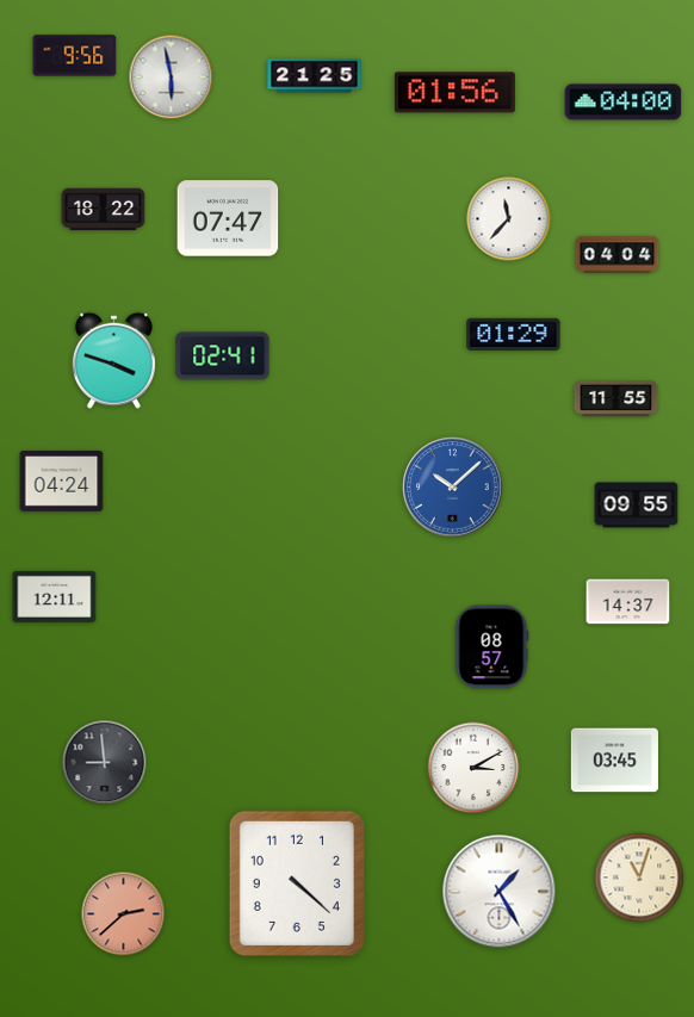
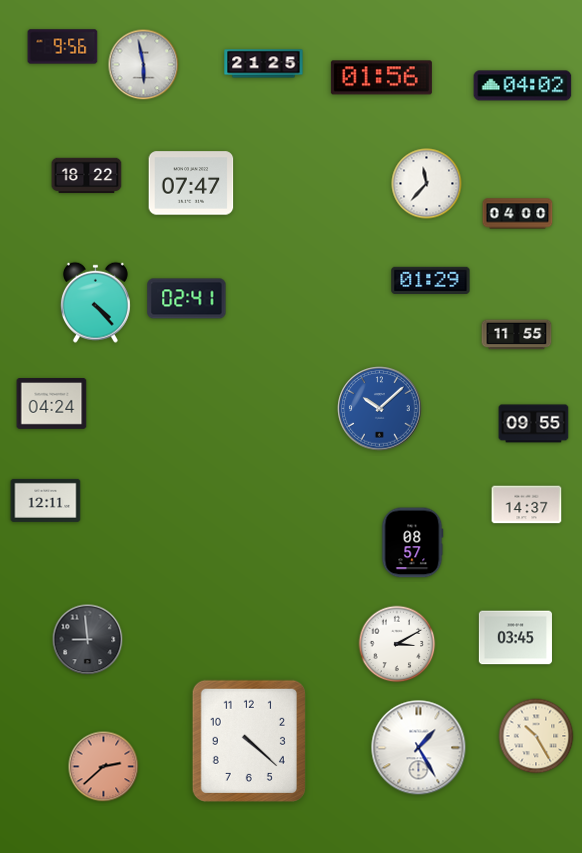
clock at (624, 103): 04:00 -> 04:02
clock at (618, 255): 04:04 -> 04:00
clock at (113, 360): 3:48 -> 4:23
clock at (639, 878): 11:03 -> 10:25
